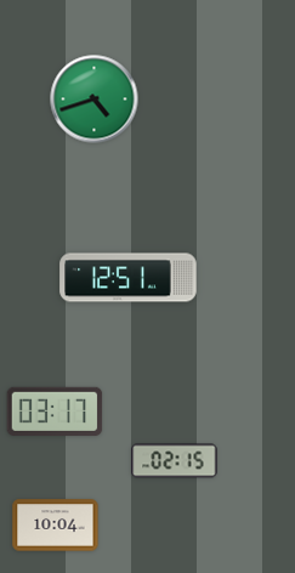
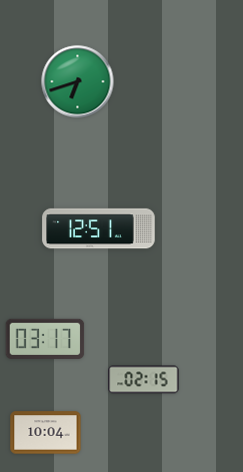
clock at (95, 100): 4:42 -> 6:42
clock at (129, 278) position: (129, 278) -> (99, 229)
